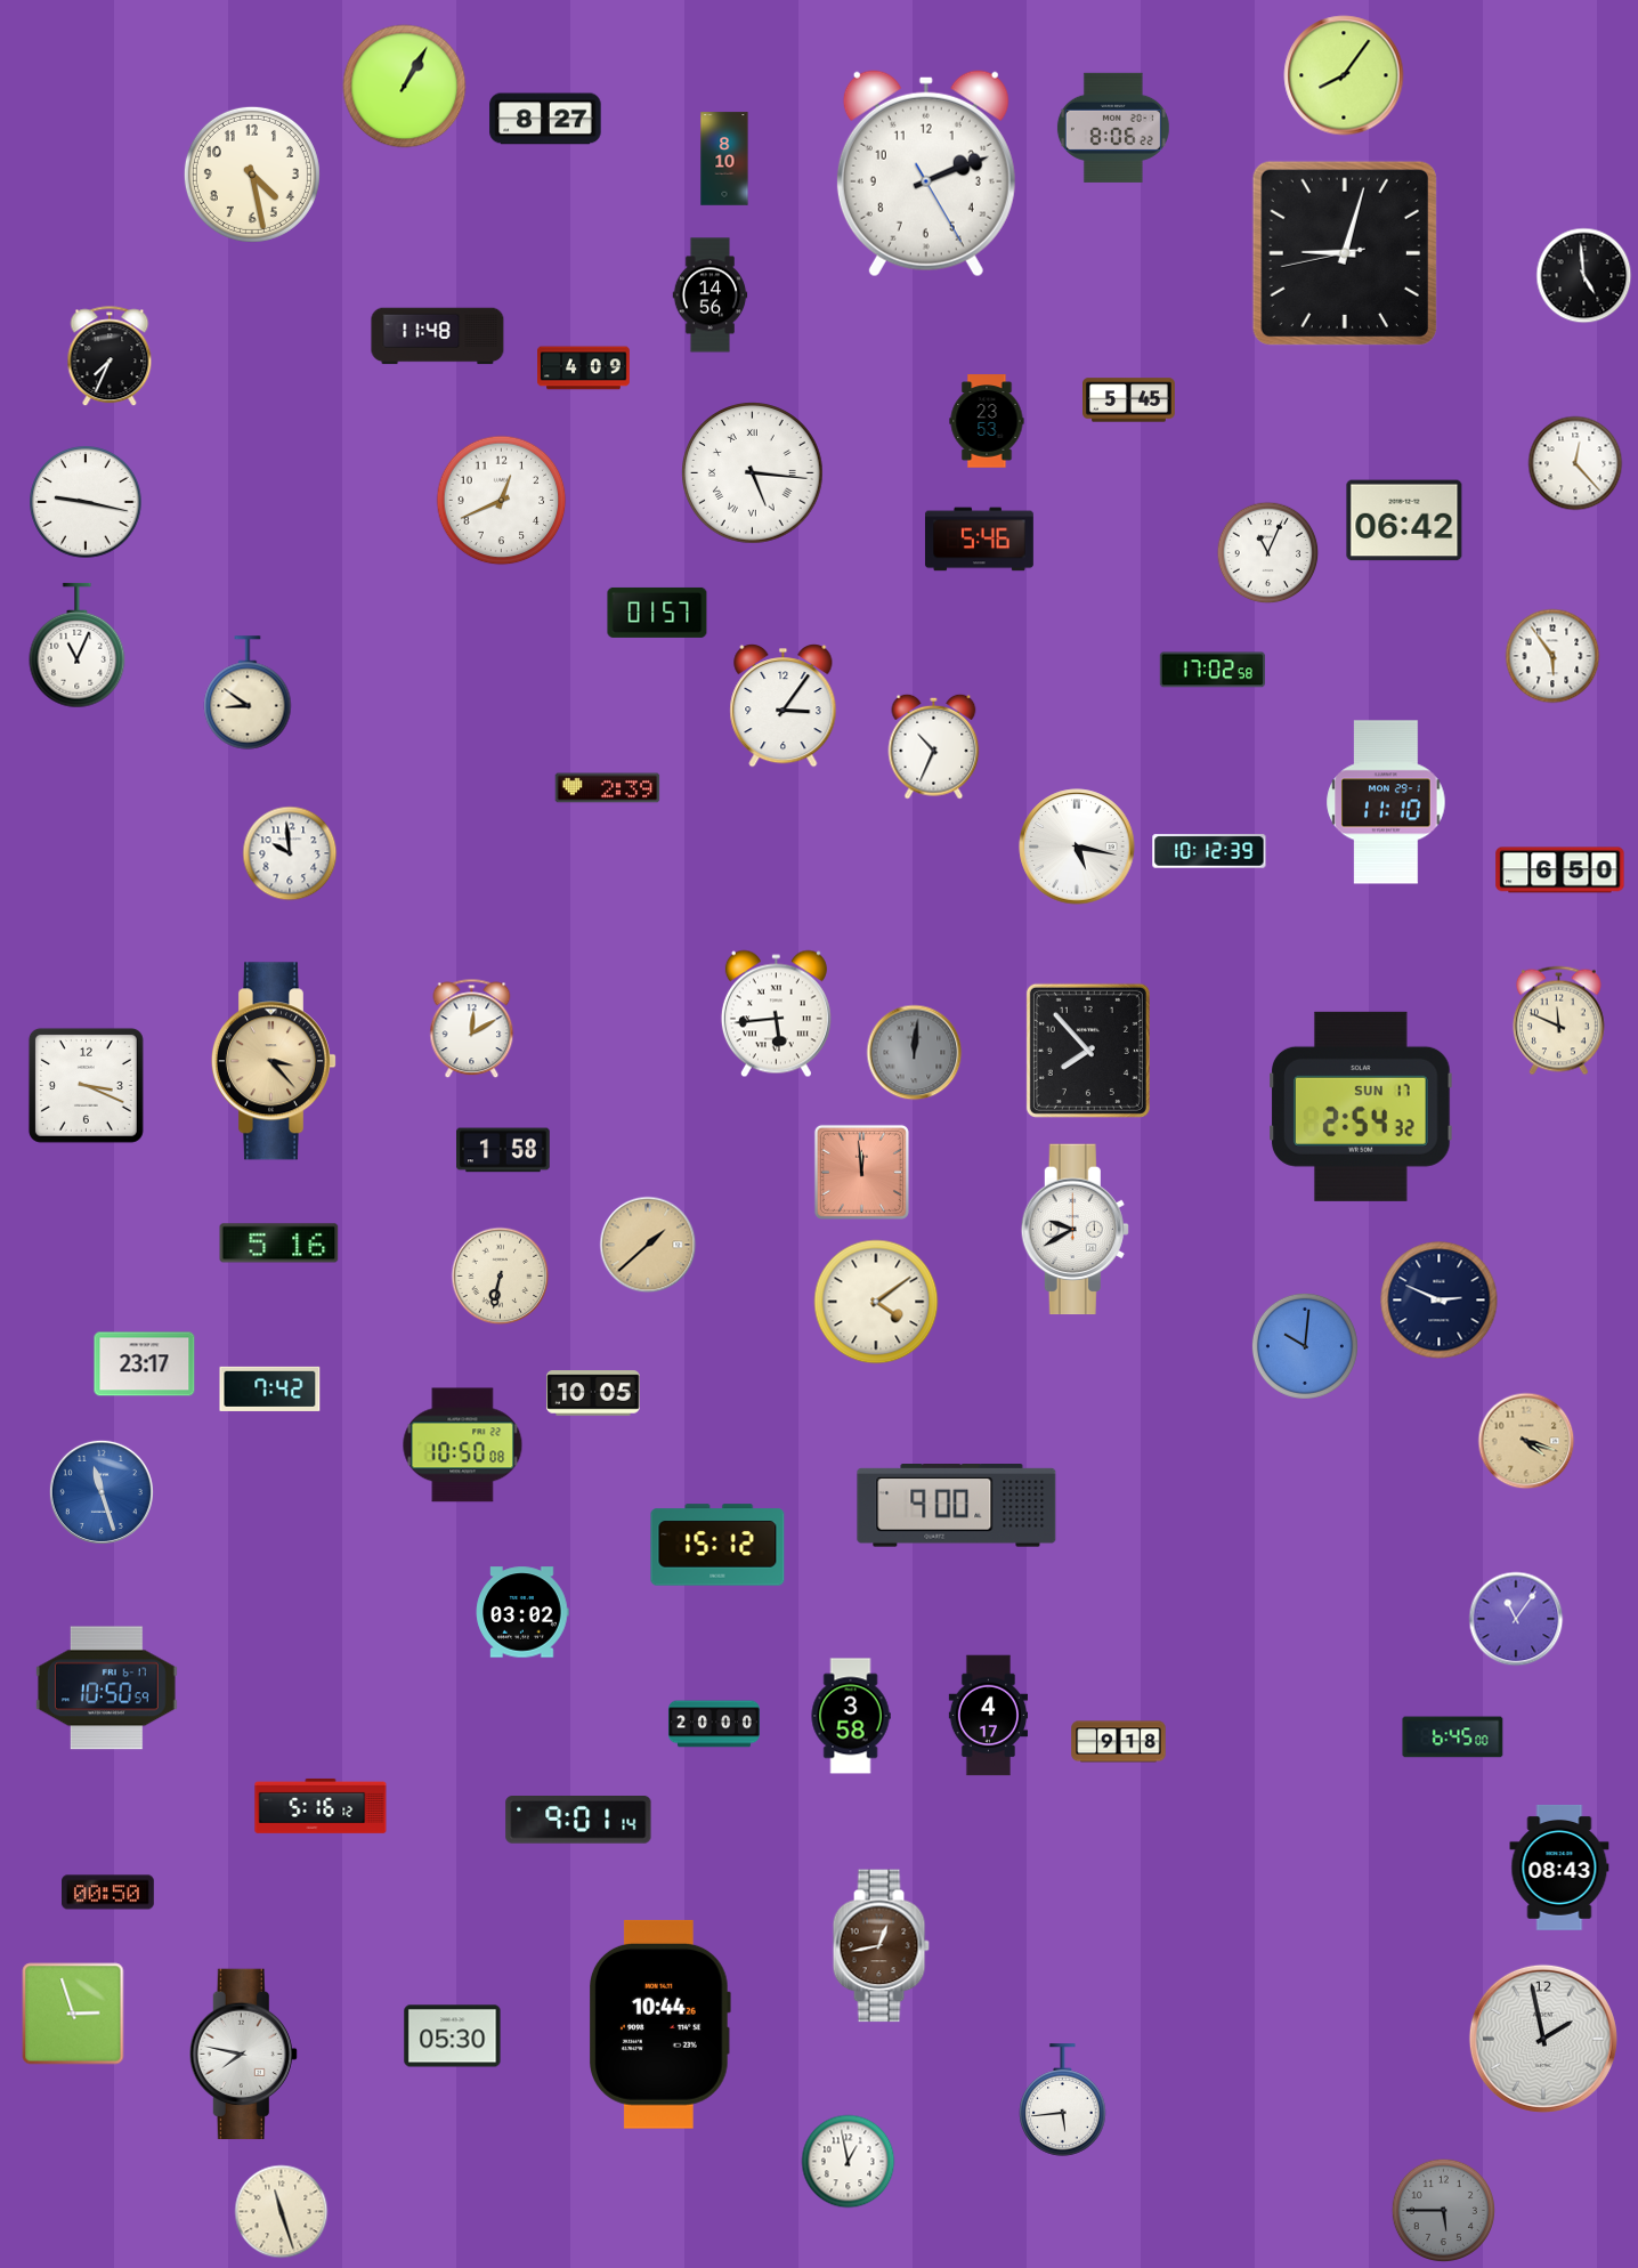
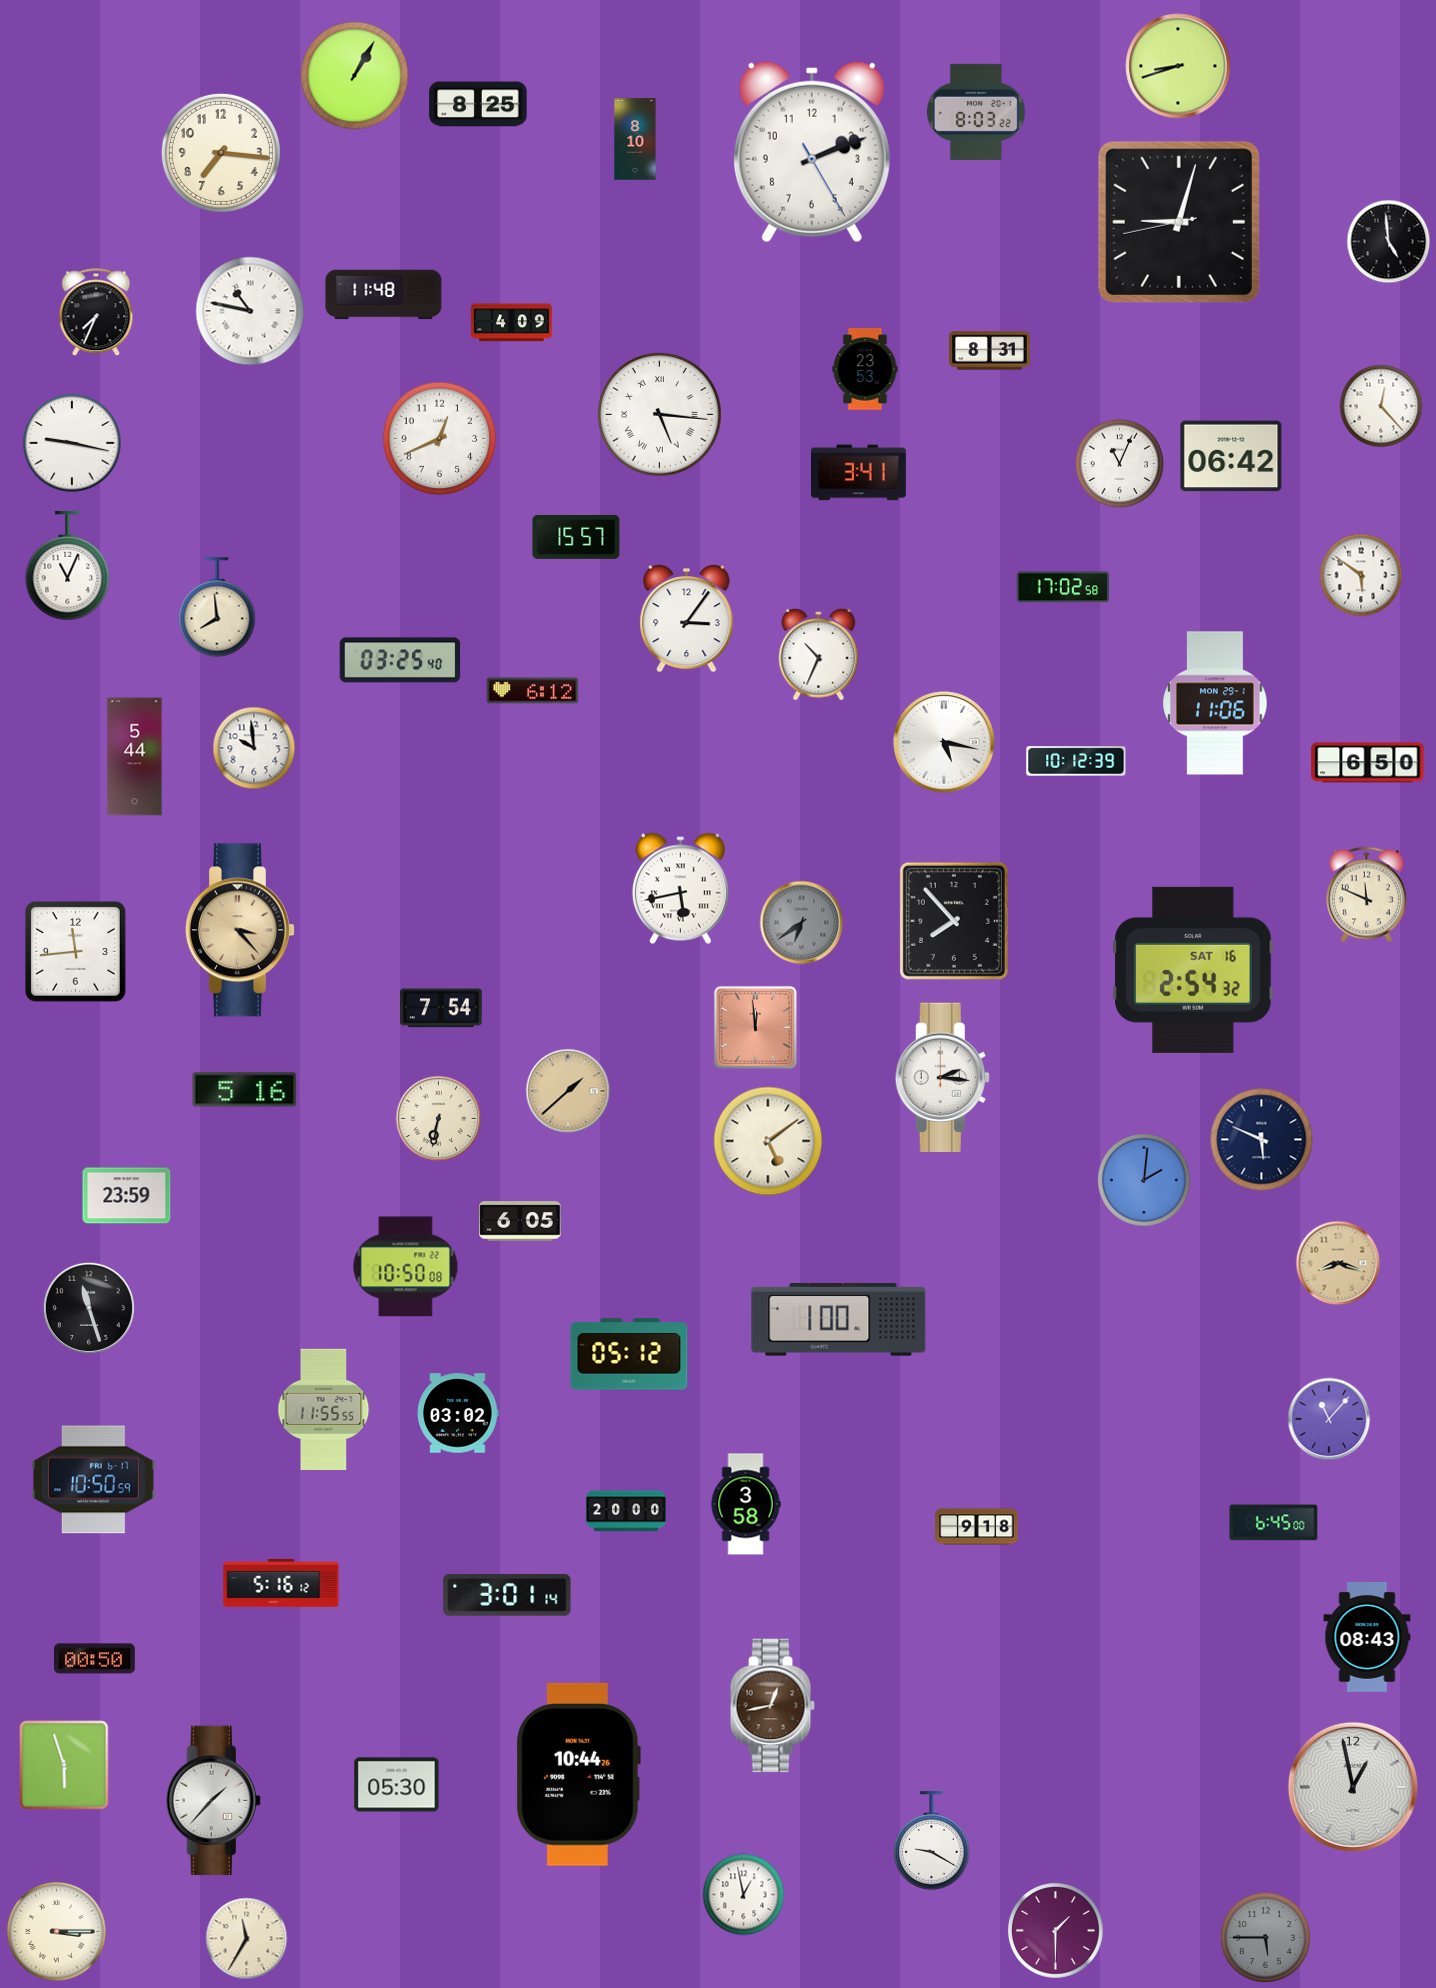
clock at (1344, 75): 8:06 -> 8:42
clock at (545, 119): 8:27 -> 8:25
clock at (1113, 128): 8:06 -> 8:03
clock at (252, 175): 4:28 -> 7:16
clock at (711, 295): 14:56 -> none
clock at (250, 311): none -> 10:47
clock at (1129, 400): 5:45 -> 8:31
clock at (86, 502) position: (86, 502) -> (72, 443)
clock at (979, 540): 5:46 -> 3:41
clock at (1268, 553) position: (1268, 553) -> (1120, 464)
clock at (657, 613): 01:57 -> 15:57
clock at (1552, 656): 5:54 -> 5:51
clock at (248, 692): 8:51 -> 7:59
clock at (400, 660): none -> 03:25
clock at (608, 788): 2:39 -> 6:12
clock at (1386, 802): 11:10 -> 11:06
clock at (1209, 851) position: (1209, 851) -> (1076, 761)
clock at (135, 757): none -> 5:44
clock at (776, 1014): 5:44 -> 5:43
clock at (472, 1029): 12:10 -> none
clock at (915, 1053): 12:01 -> 6:39
clock at (86, 1085): 3:19 -> 11:44
clock at (1361, 1107) date: SUN 17 -> SAT 16
clock at (503, 1150): 1:58 -> 7:54
clock at (1075, 1230): 9:40 -> 2:16
clock at (1440, 1301): 2:49 -> 5:49
clock at (876, 1302): 4:09 -> 5:09
clock at (1305, 1346): 10:01 -> 2:01
clock at (145, 1364): 23:17 -> 23:59
clock at (270, 1388): 7:42 -> none
clock at (593, 1393): 10:05 -> 6:05
clock at (1526, 1441): 4:18 -> 8:18
clock at (102, 1492) dial: blue -> black
clock at (957, 1506): 9:00 -> 1:00
clock at (717, 1545): 15:12 -> 05:12
clock at (324, 1409): none -> 11:55
clock at (1516, 1619): 11:06 -> 11:07
clock at (988, 1716): 4:17 -> none
clock at (1119, 1742) position: (1119, 1742) -> (977, 1527)
clock at (578, 1821): 9:01 -> 3:01
clock at (73, 2014): 2:57 -> 5:57
clock at (1543, 2039): 1:58 -> 12:58
clock at (243, 2055): 7:47 -> 1:37
clock at (1063, 2100): 5:44 -> 9:20
clock at (1056, 1931): none -> 1:30
clock at (57, 1932): none -> 3:15
clock at (282, 2212): 11:27 -> 11:35
